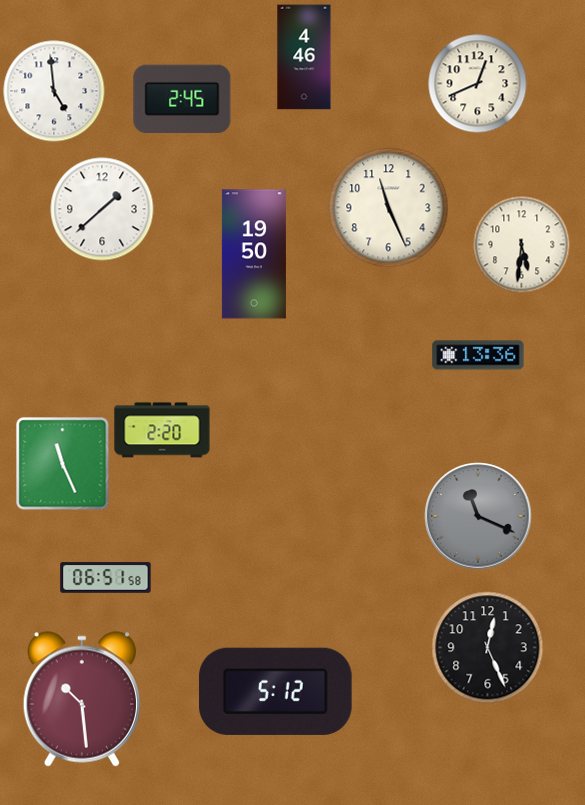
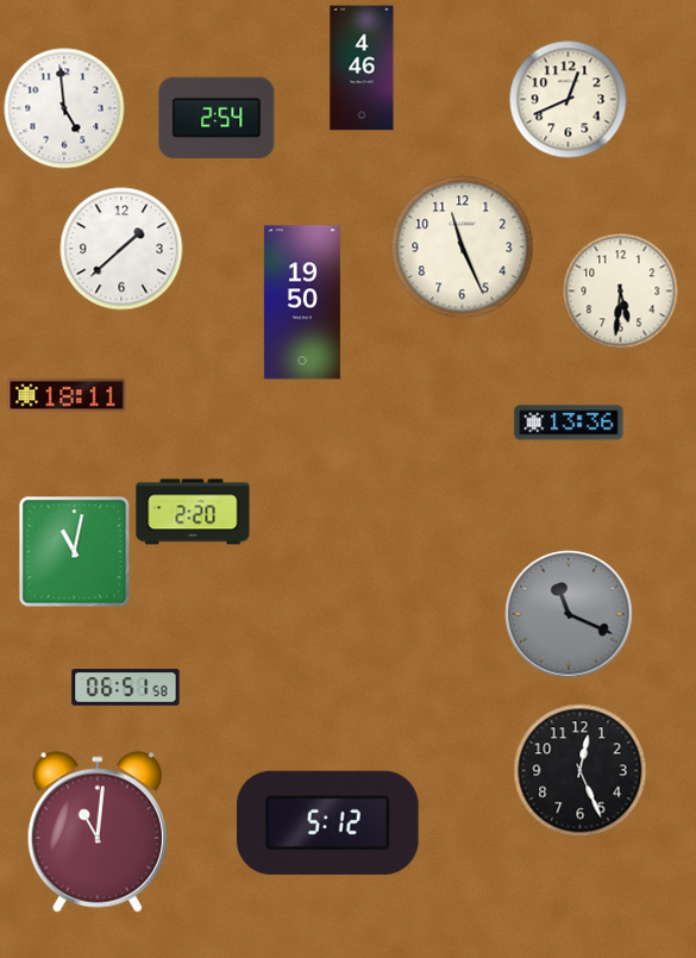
clock at (182, 99): 2:45 -> 2:54
clock at (67, 395): none -> 18:11
clock at (63, 464): 11:26 -> 11:02
clock at (82, 699): 10:29 -> 11:01
